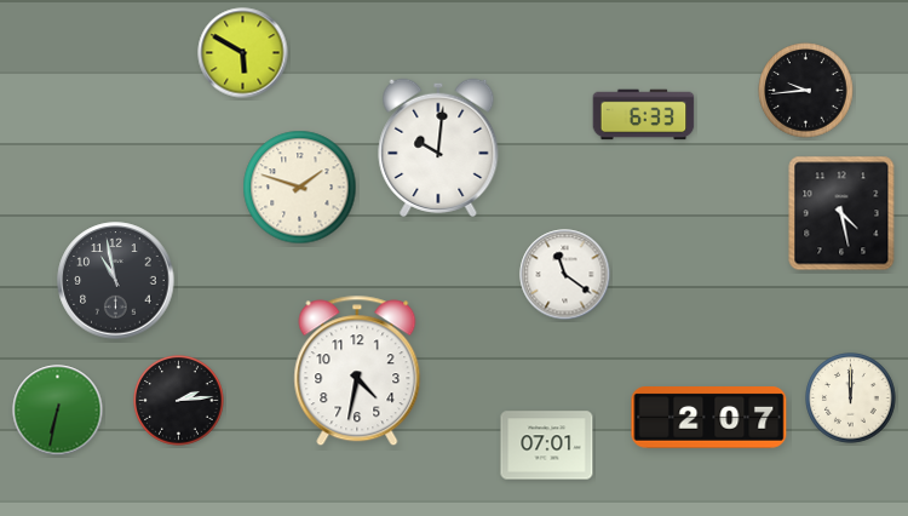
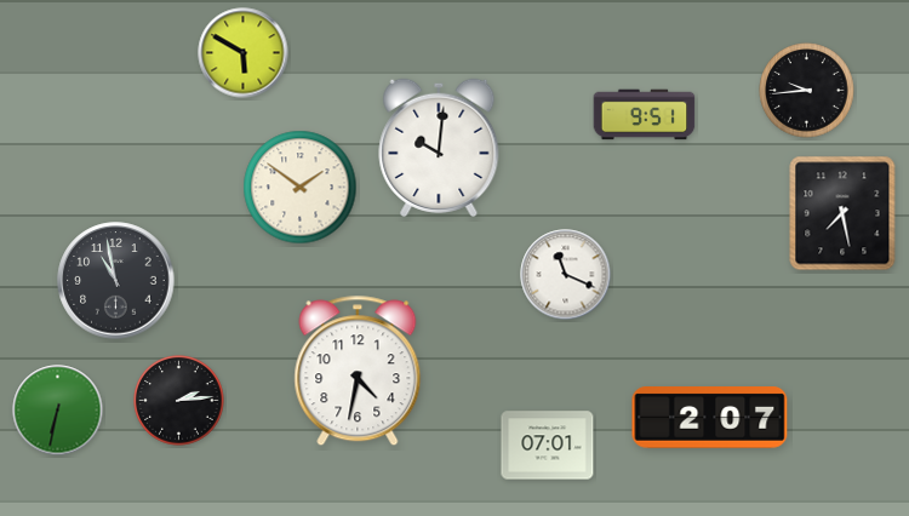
clock at (644, 115): 6:33 -> 9:51
clock at (300, 188): 1:48 -> 1:51
clock at (841, 213): 4:28 -> 7:28
clock at (565, 275): 11:21 -> 11:19
clock at (851, 399): 12:00 -> none
